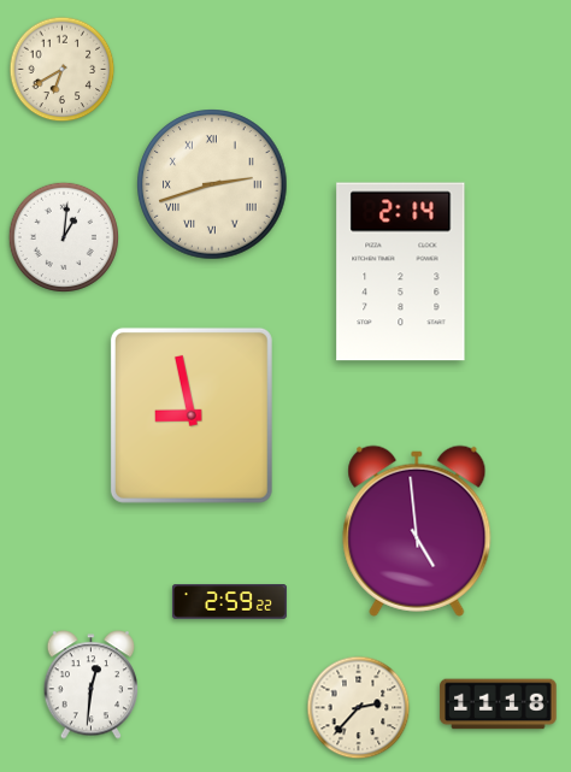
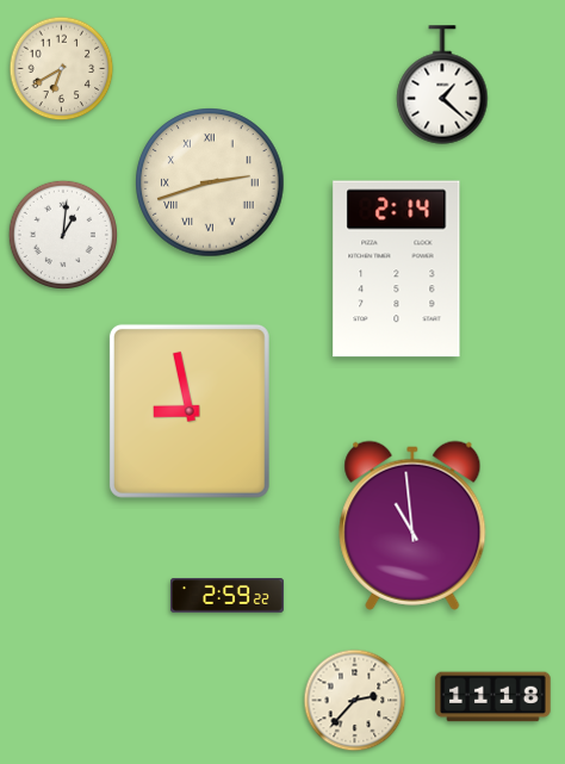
clock at (442, 85): none -> 1:22
clock at (417, 531): 4:59 -> 10:59
clock at (92, 685): 12:31 -> none
